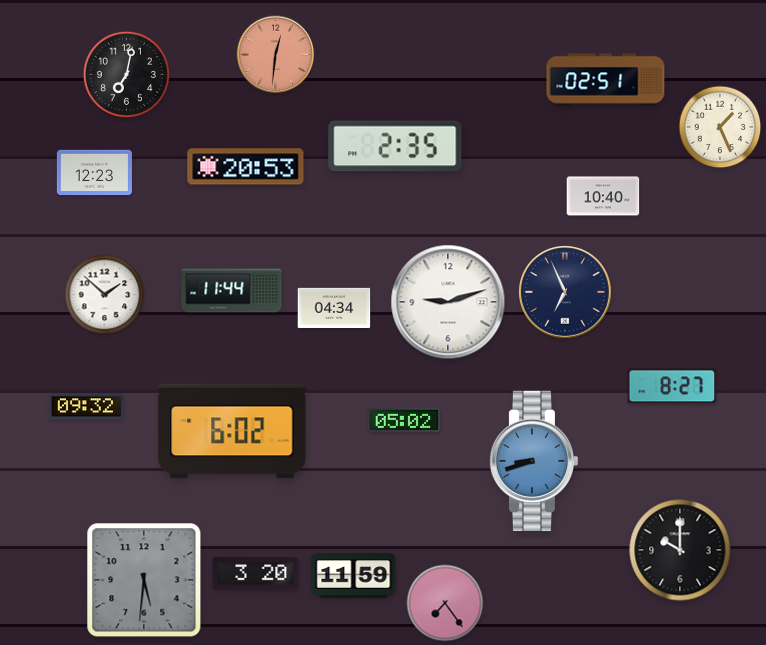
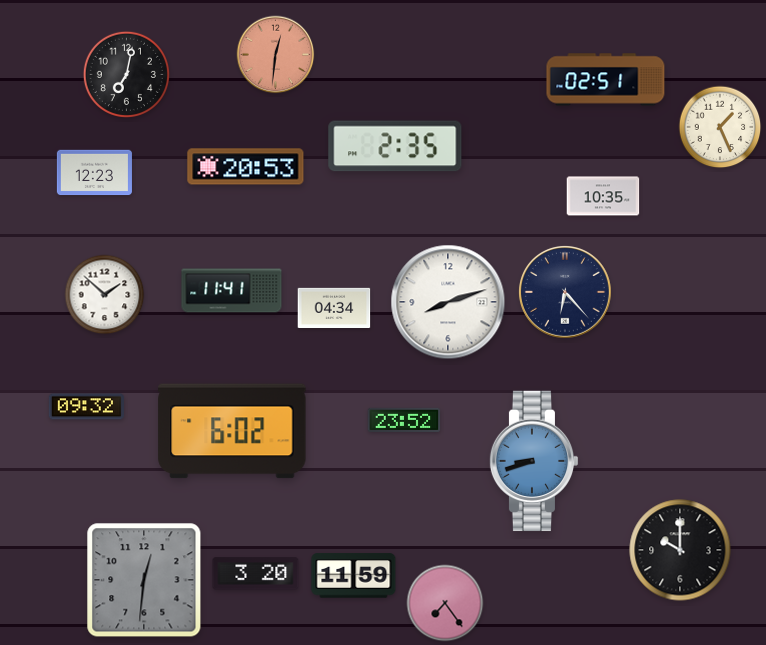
clock at (603, 196): 10:40 -> 10:35
clock at (232, 291): 11:44 -> 11:41
clock at (565, 292): 6:56 -> 6:23
clock at (448, 302): 9:12 -> 8:12
clock at (672, 386): 8:27 -> none
clock at (404, 420): 05:02 -> 23:52
clock at (144, 580): 5:31 -> 12:31
